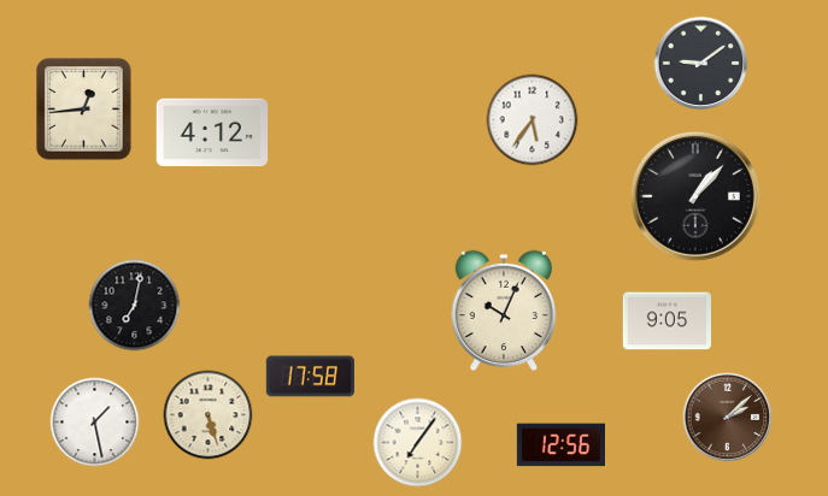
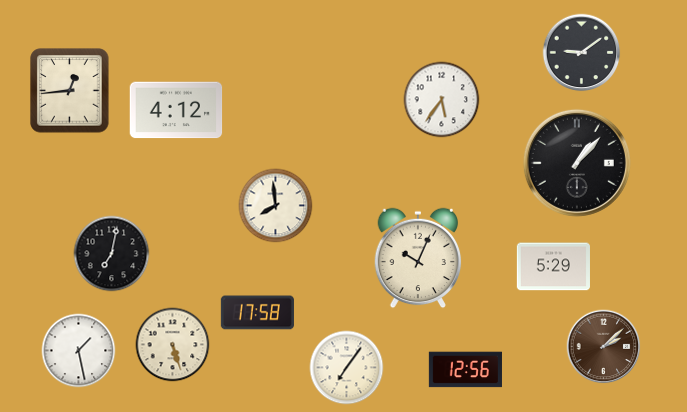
clock at (276, 206): none -> 7:59
clock at (666, 321): 9:05 -> 5:29
